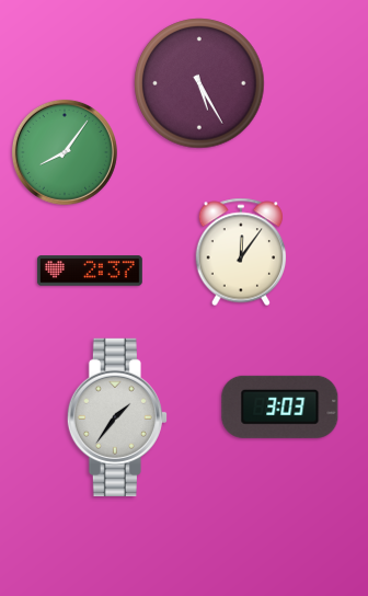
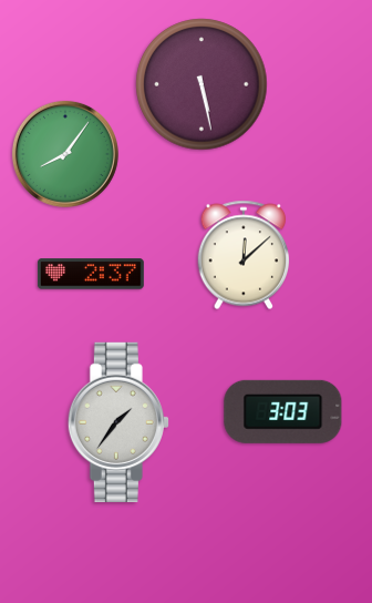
clock at (199, 83): 5:25 -> 5:28
clock at (241, 252): 12:06 -> 12:08
